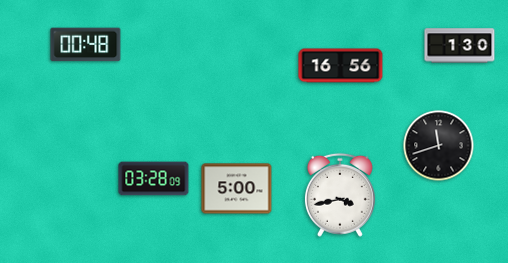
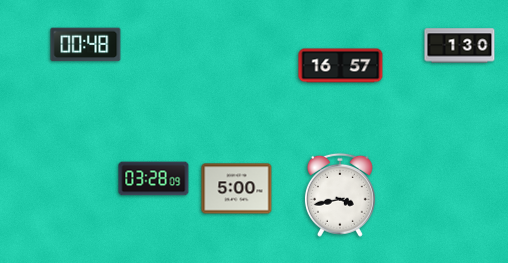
clock at (341, 66): 16:56 -> 16:57
clock at (439, 146): 11:42 -> none
